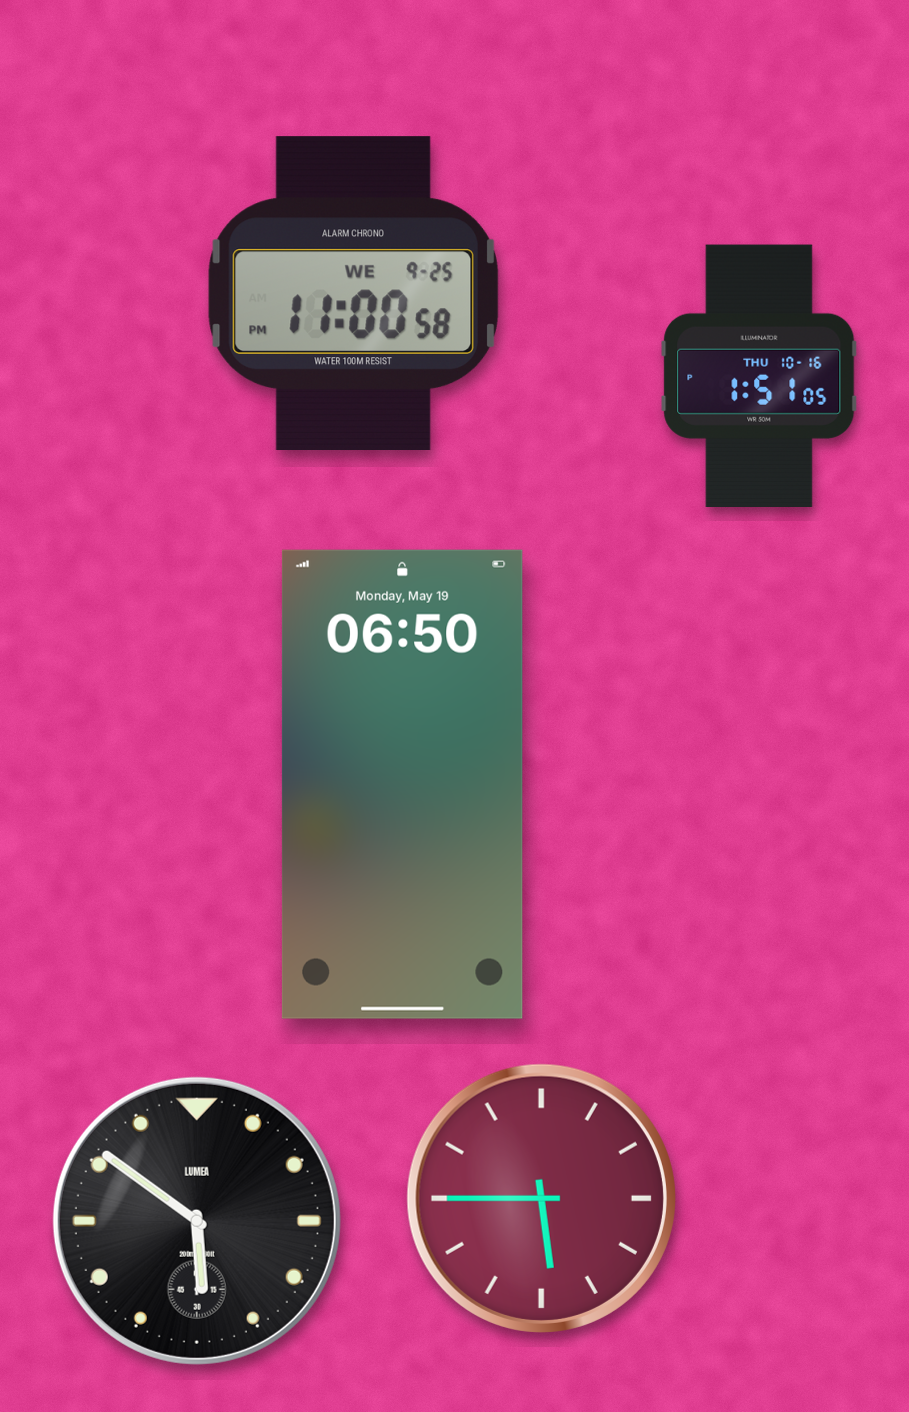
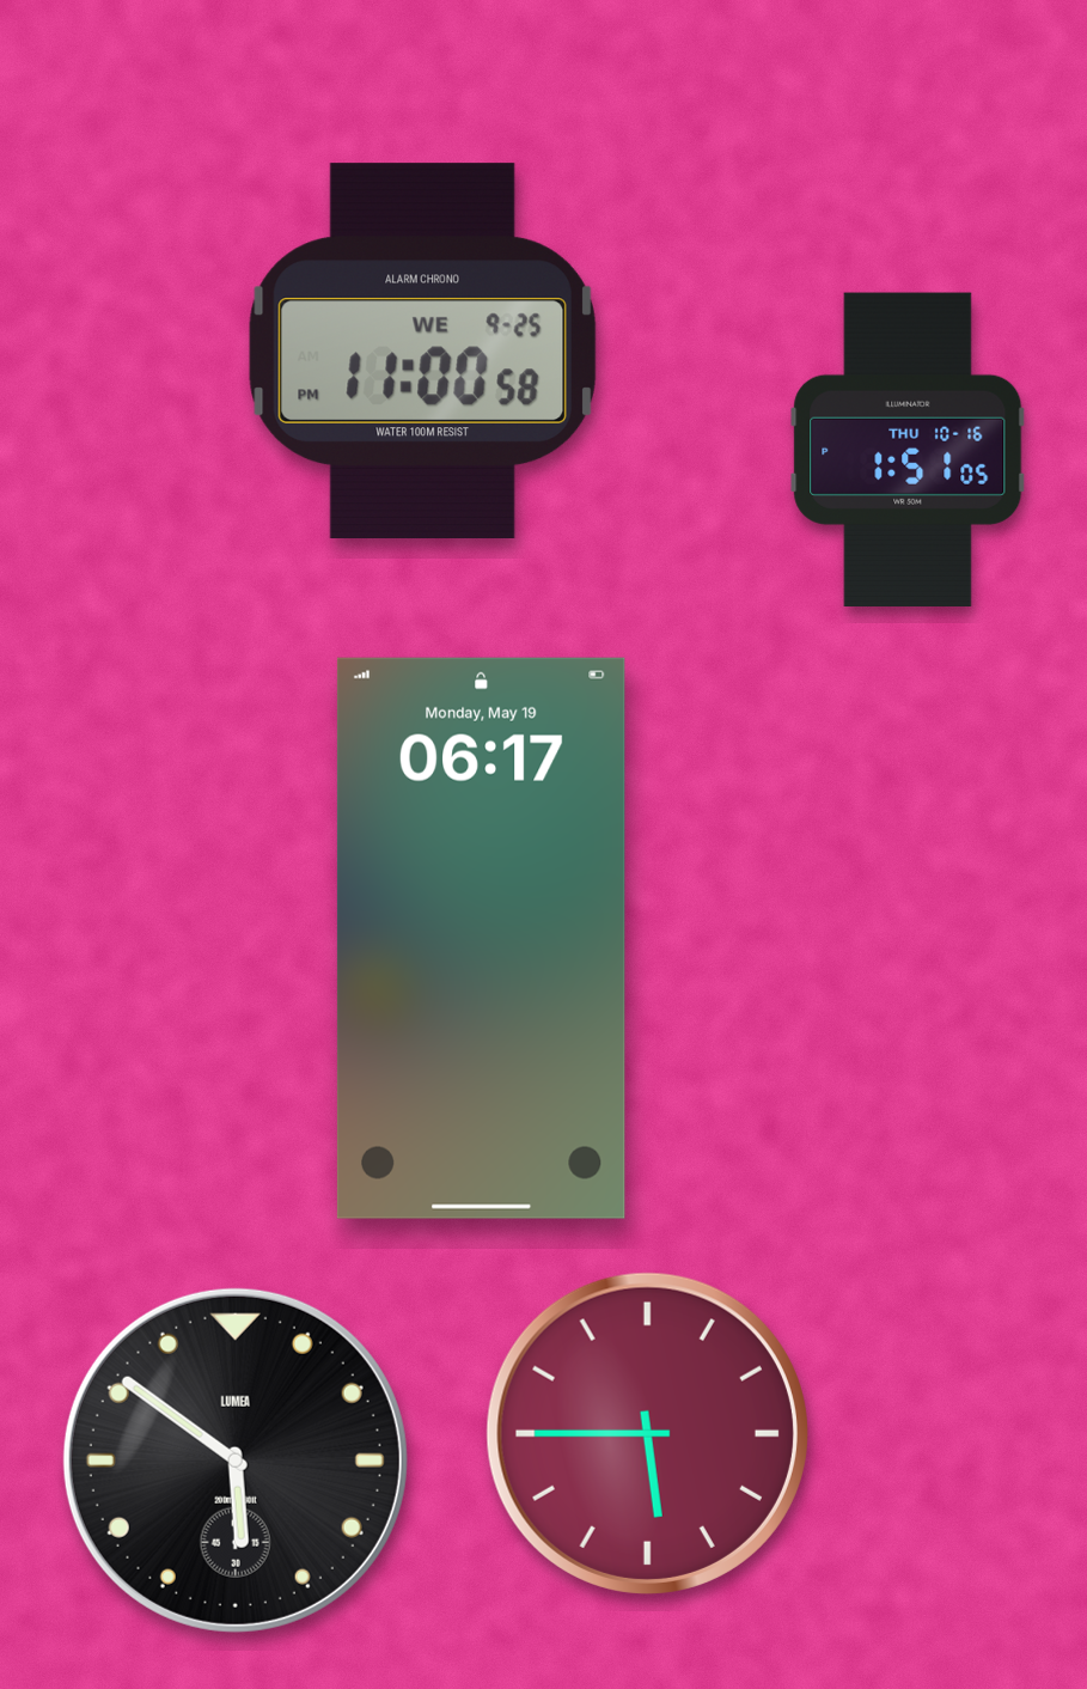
clock at (402, 784): 06:50 -> 06:17
